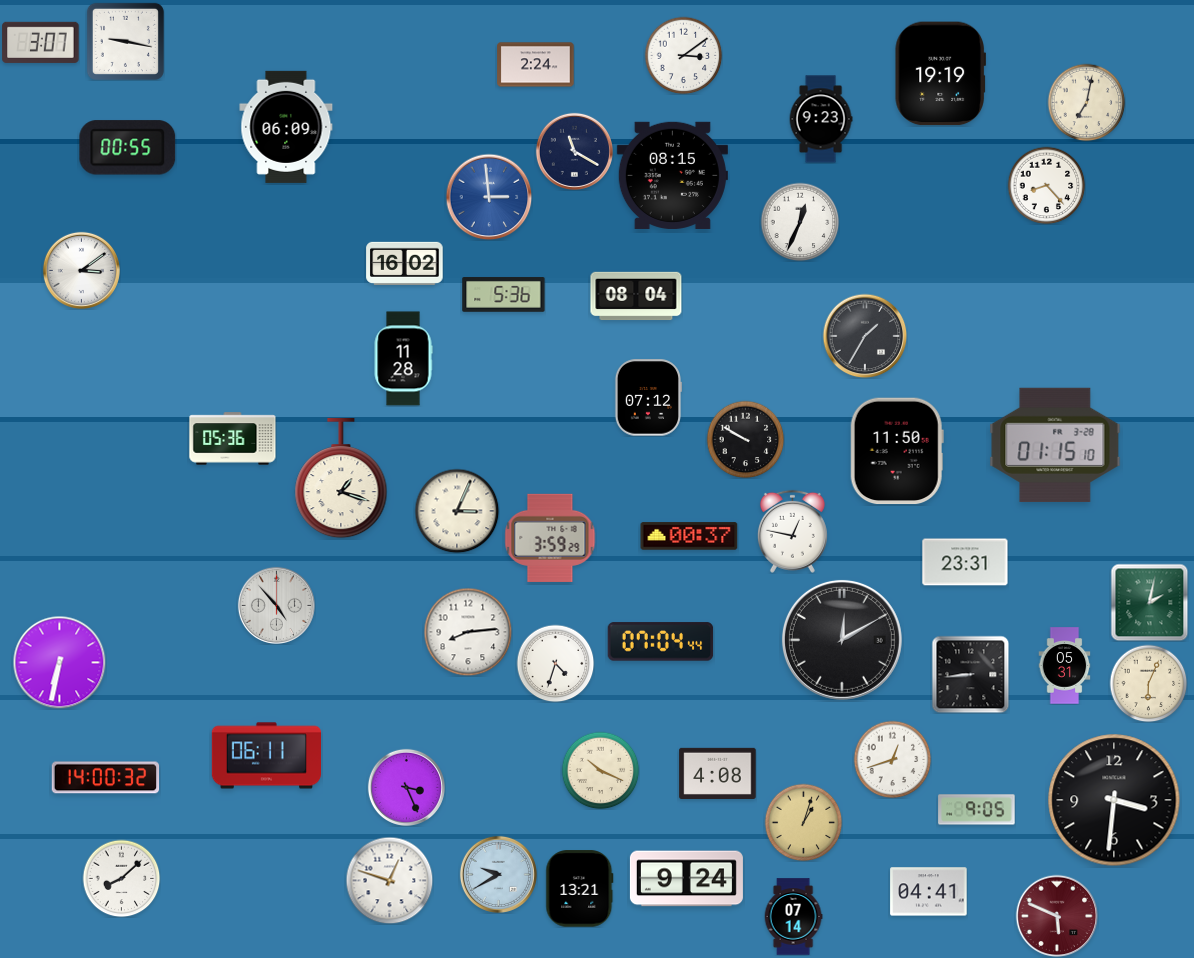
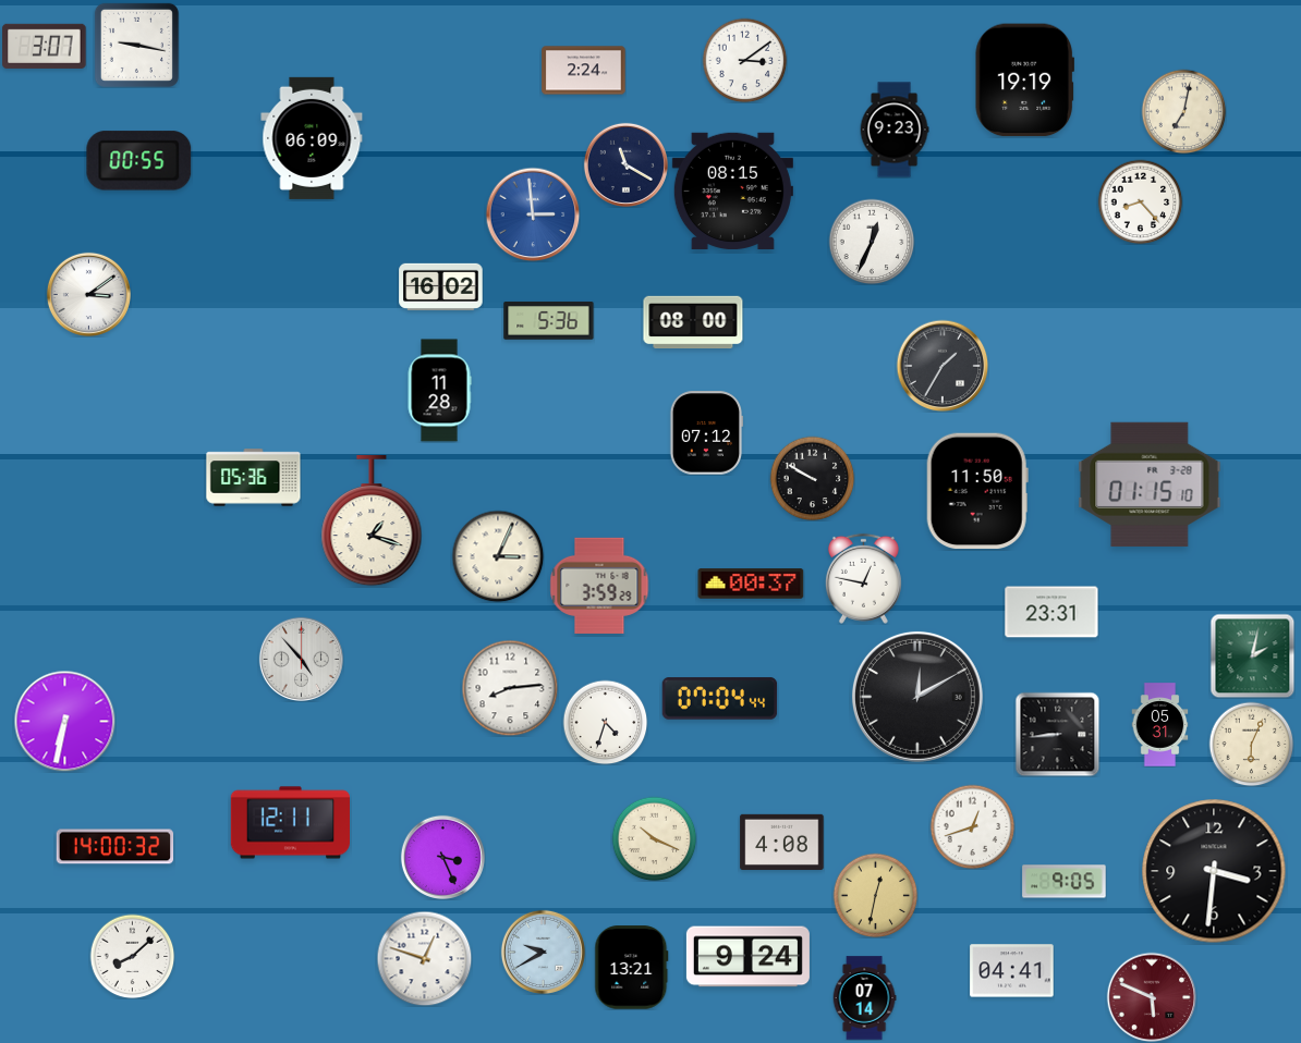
clock at (636, 296): 08:04 -> 08:00
clock at (266, 756): 06:11 -> 12:11
clock at (803, 822): 1:03 -> 12:32
